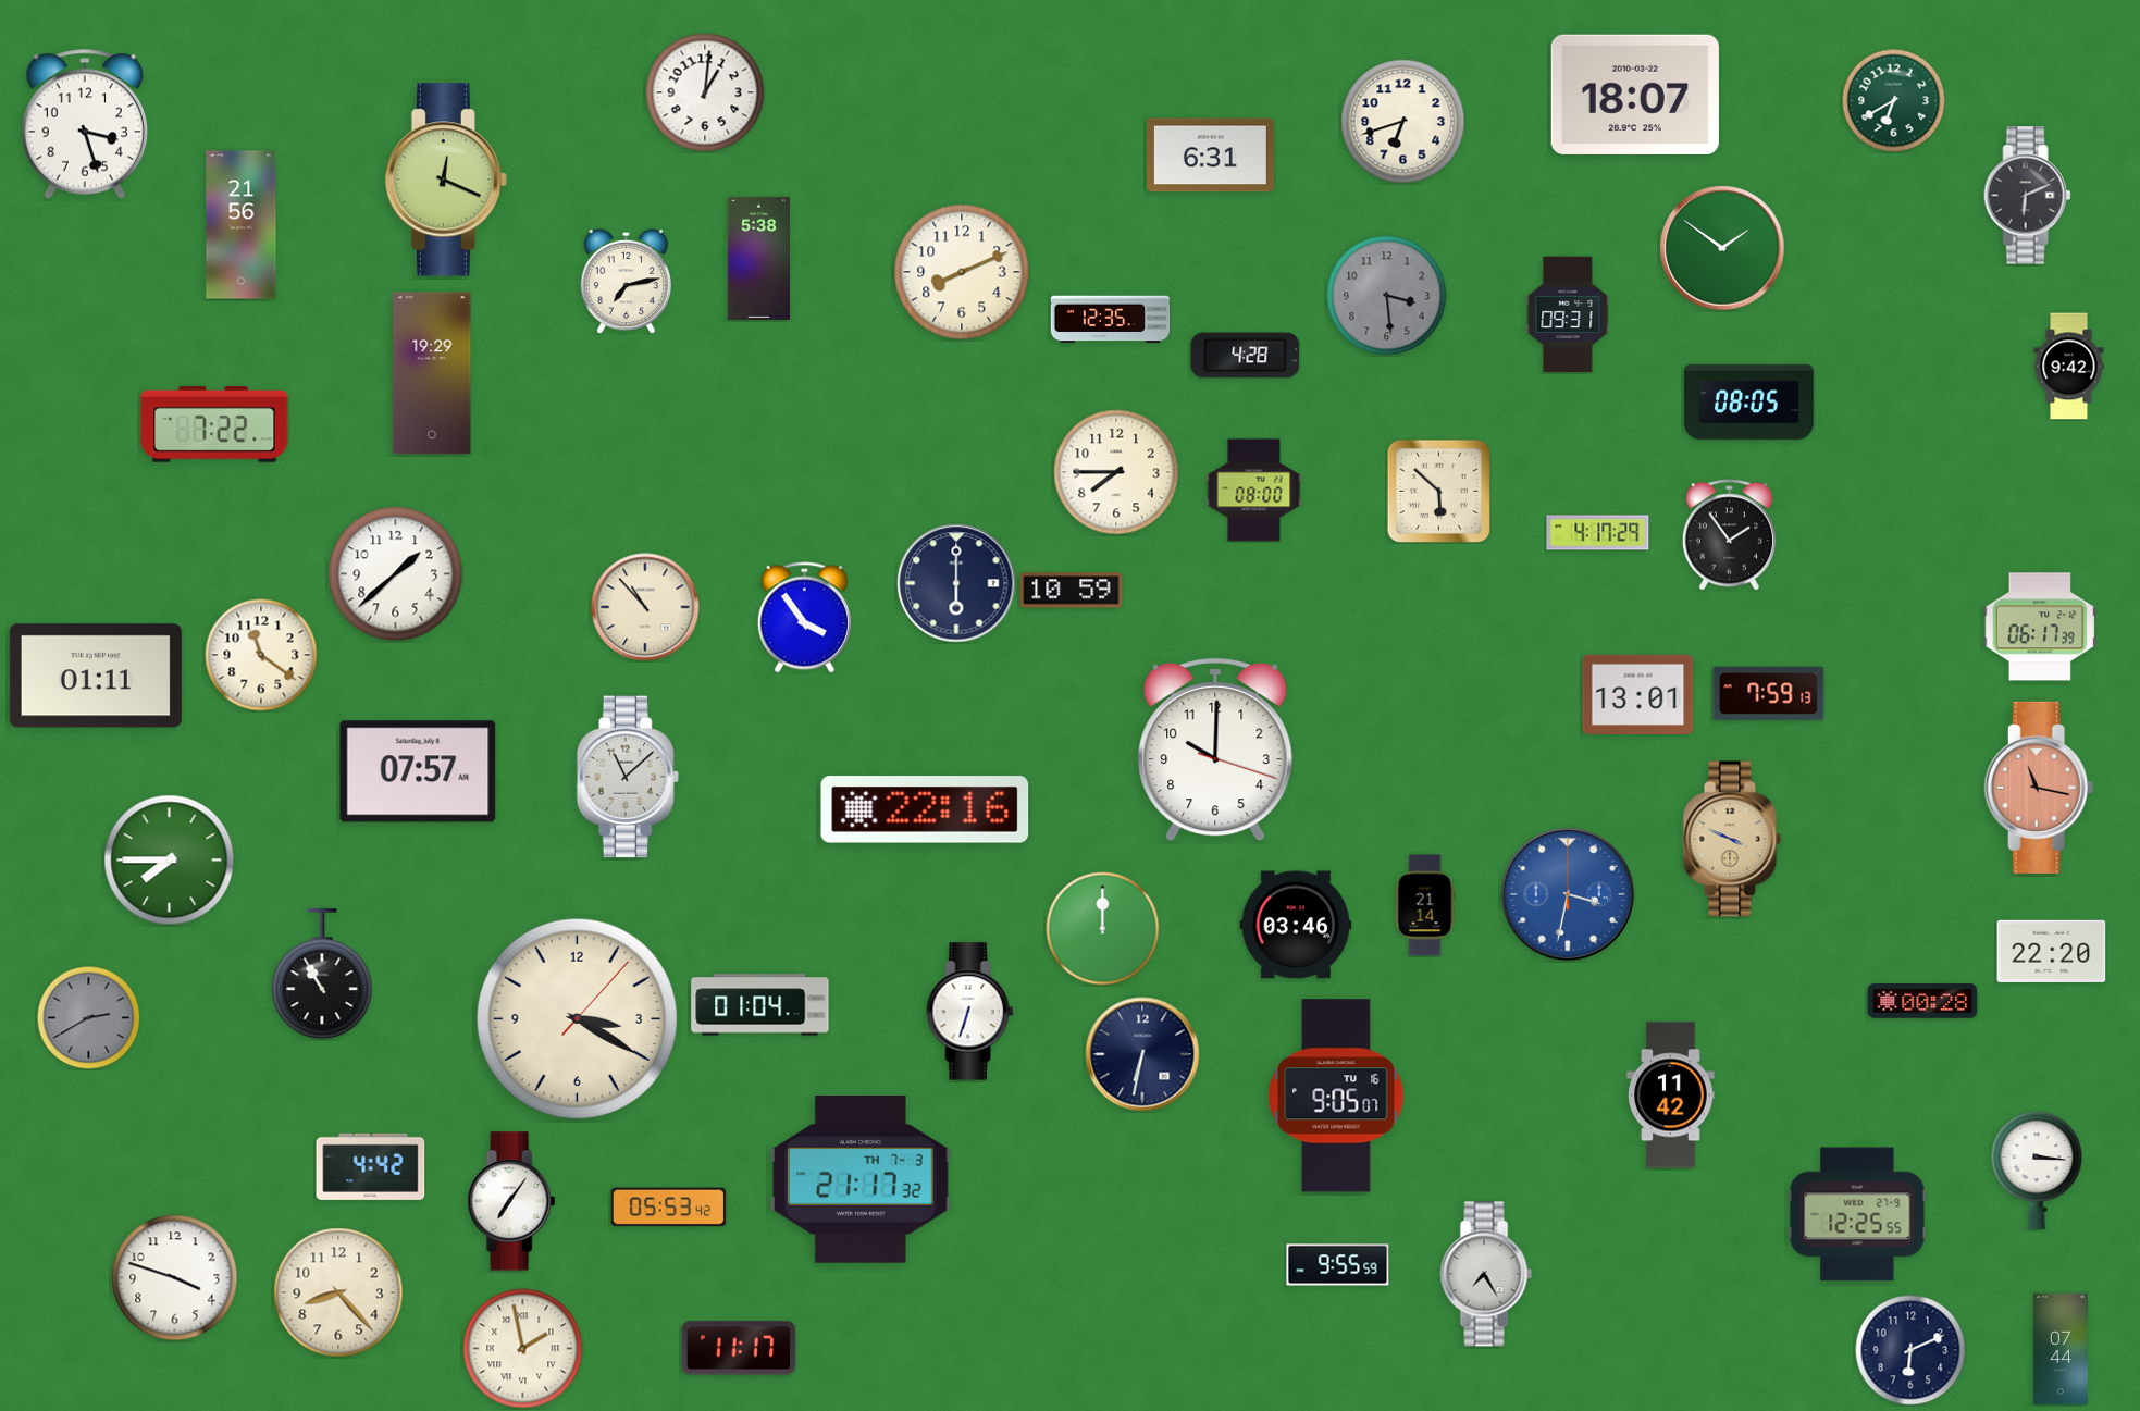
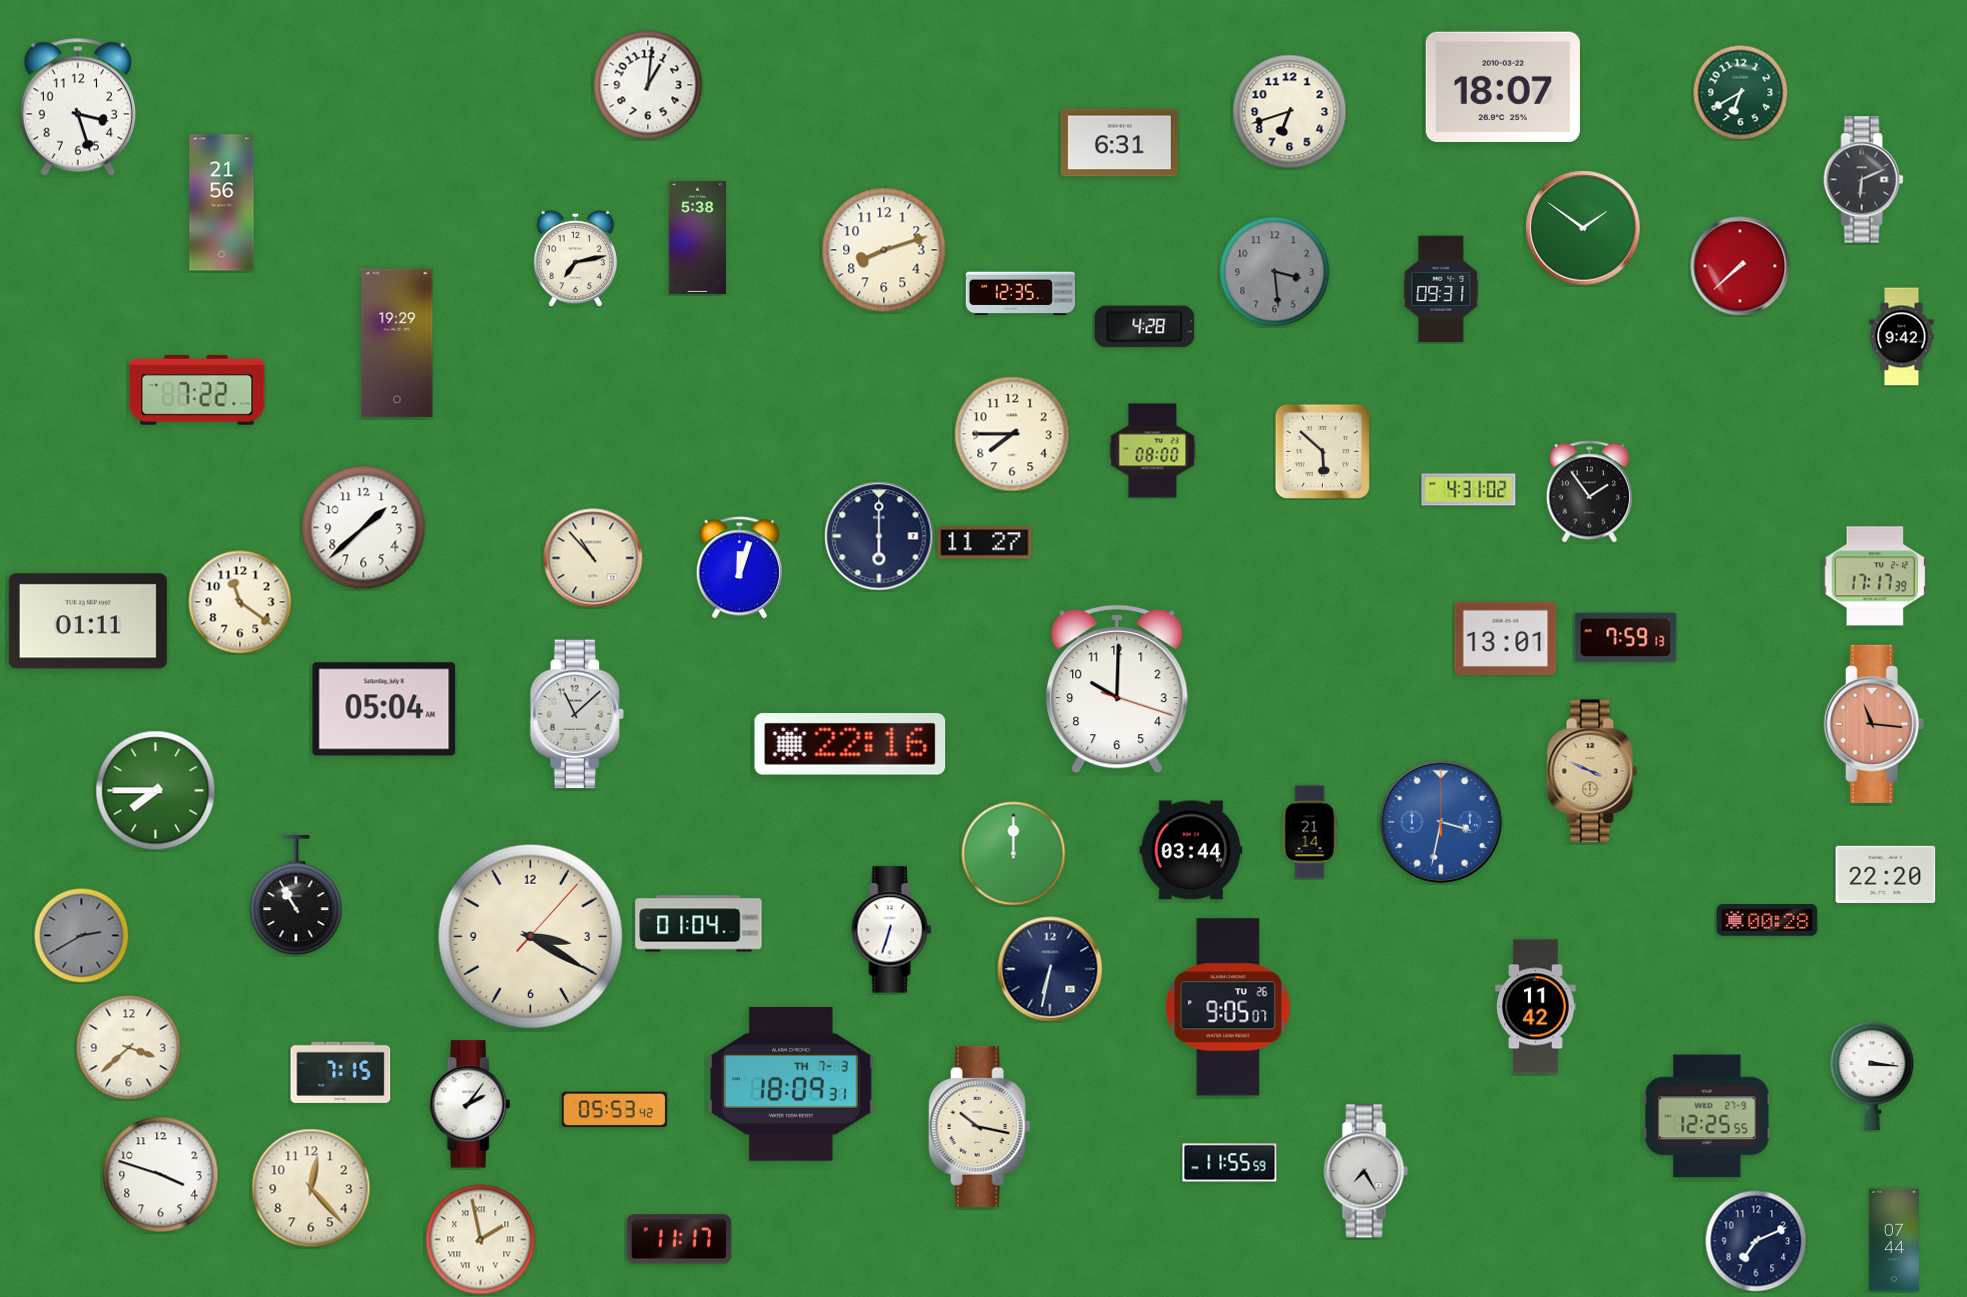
clock at (85, 124) position: (85, 124) -> (78, 107)
clock at (1210, 156) position: (1210, 156) -> (1119, 143)
clock at (446, 180): 12:19 -> none
clock at (242, 225) position: (242, 225) -> (222, 203)
clock at (962, 272): 8:11 -> 8:12
clock at (1740, 266): none -> 7:38
clock at (1749, 401): 08:05 -> none
clock at (1116, 472) position: (1116, 472) -> (1012, 434)
clock at (1598, 533): 4:17 -> 4:31
clock at (1072, 591): 10:59 -> 11:27
clock at (804, 618): 3:54 -> 12:03
clock at (2040, 627): 06:17 -> 17:17
clock at (418, 771): 07:57 -> 05:04
clock at (2039, 788): 11:17 -> 11:16
clock at (1296, 925): 03:46 -> 03:44
clock at (1336, 1096) date: TU 16 -> TU 26
clock at (129, 1048): none -> 3:38
clock at (371, 1166): 4:42 -> 7:15
clock at (861, 1179): 21:17 -> 18:09
clock at (511, 1201): 7:06 -> 2:06
clock at (980, 1126): none -> 10:17
clock at (1338, 1265): 9:55 -> 11:55
clock at (338, 1292): 8:23 -> 12:23
clock at (1910, 1350): 6:11 -> 7:11
